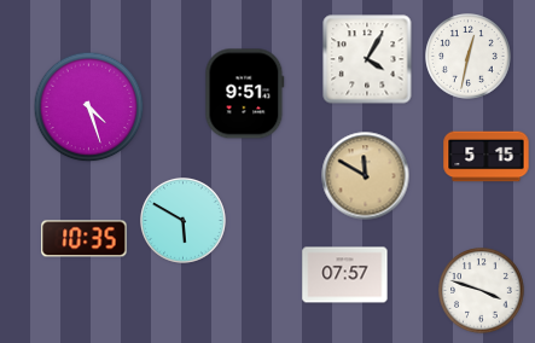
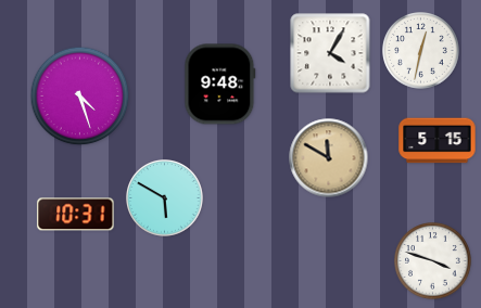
clock at (245, 94): 9:51 -> 9:48
clock at (85, 239): 10:35 -> 10:31
clock at (345, 275): 07:57 -> none
